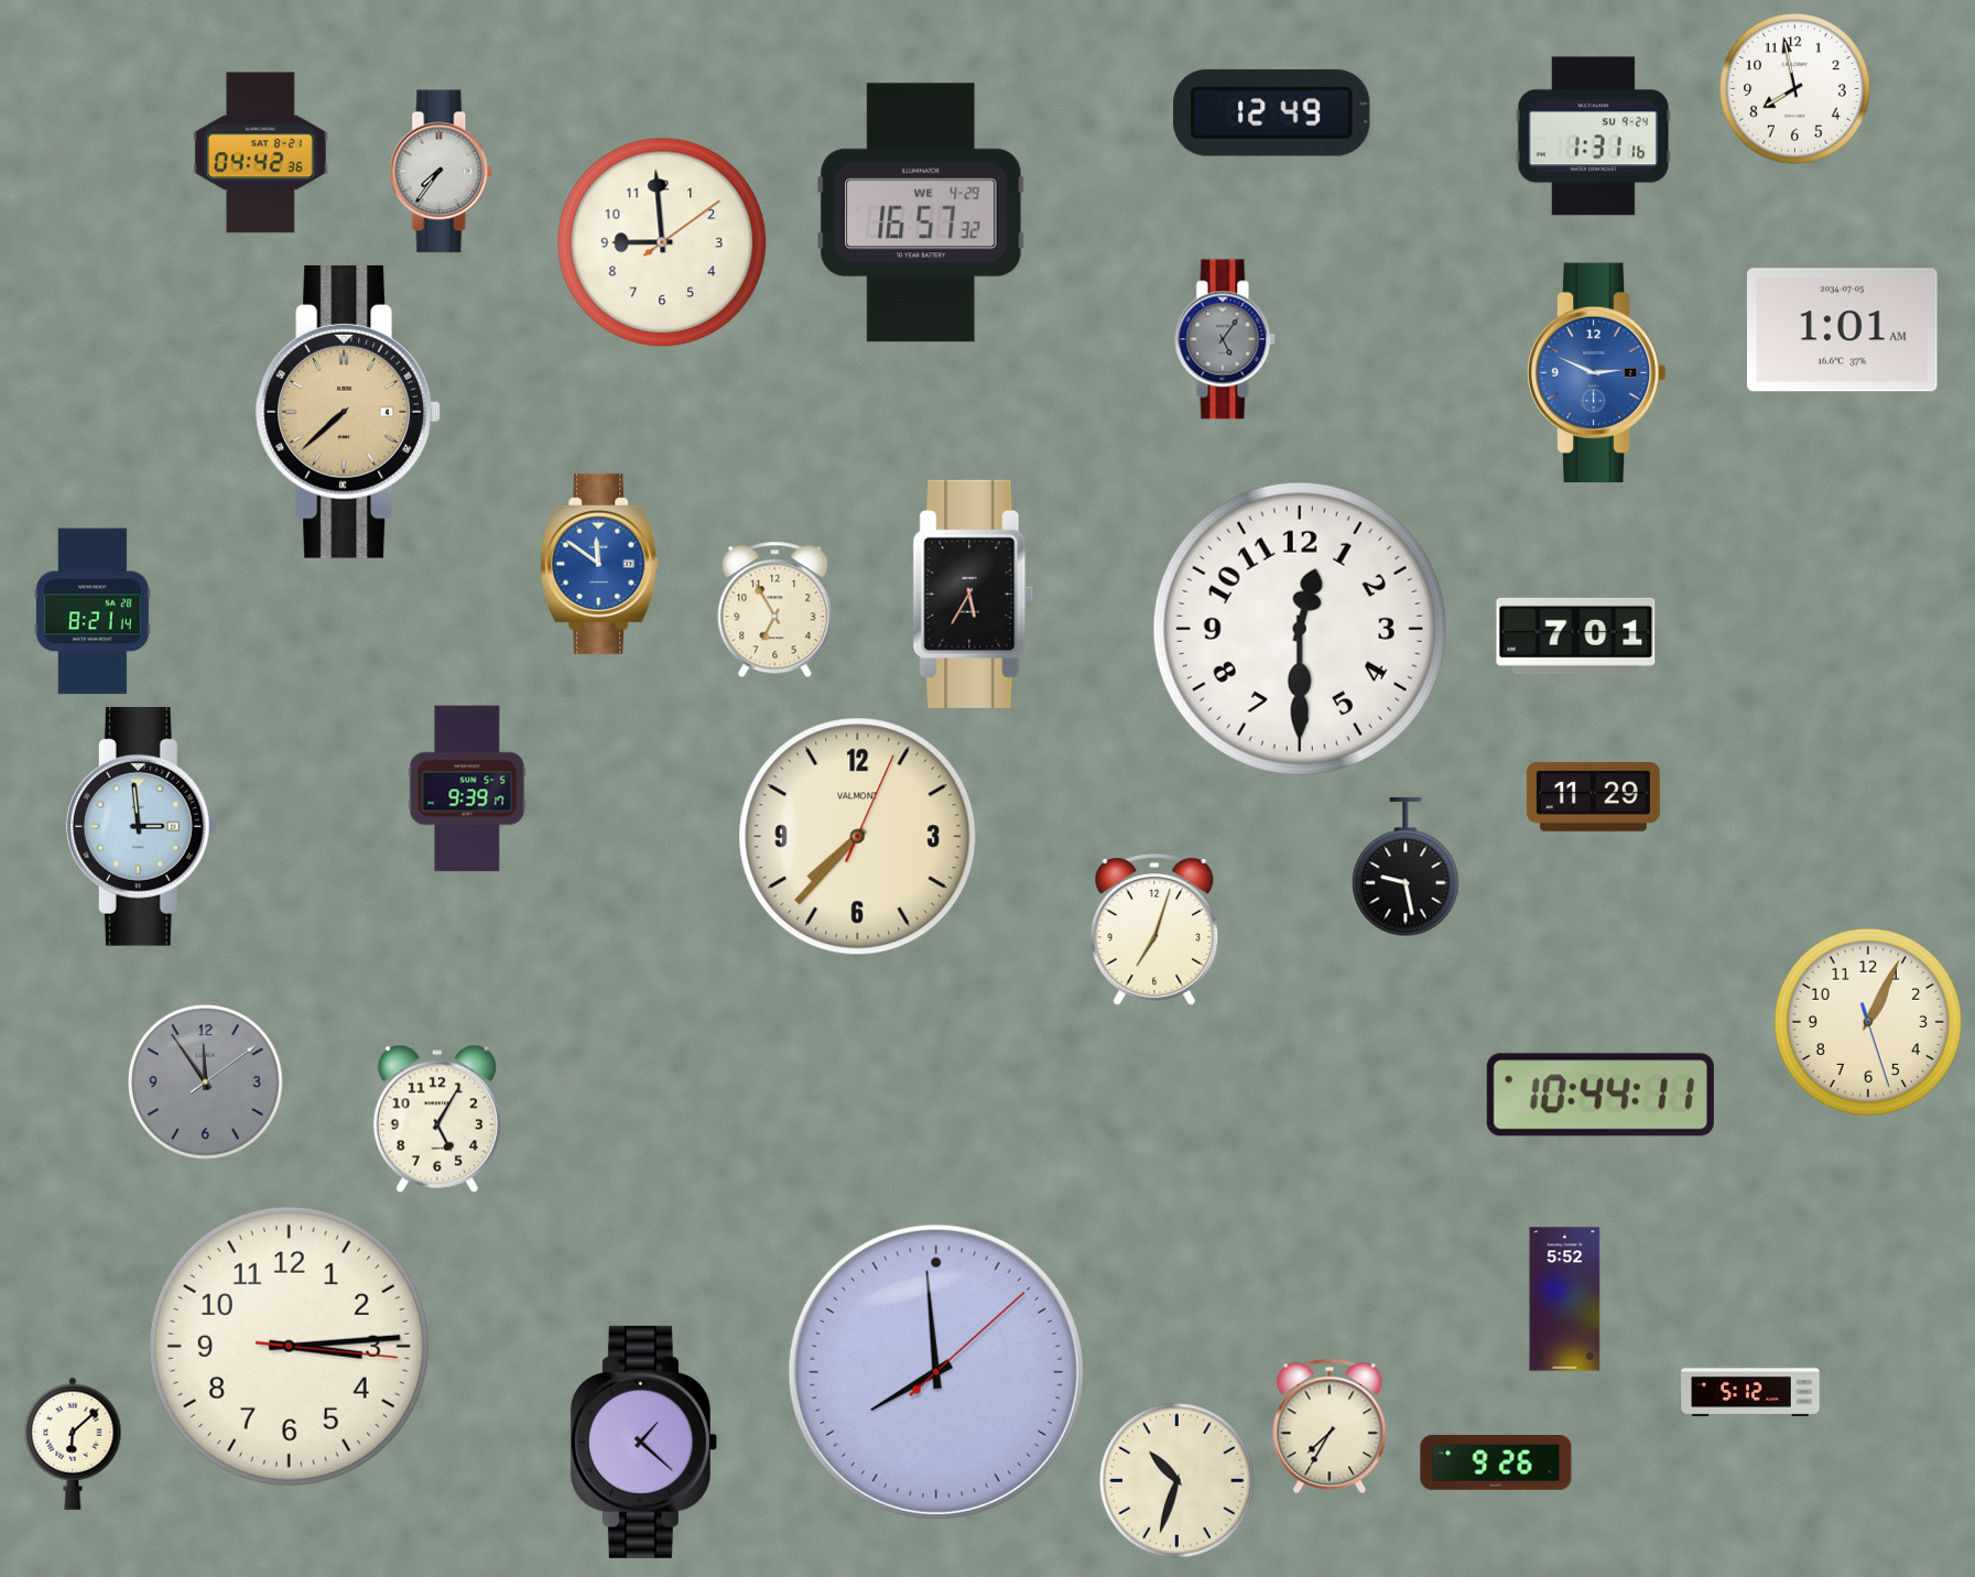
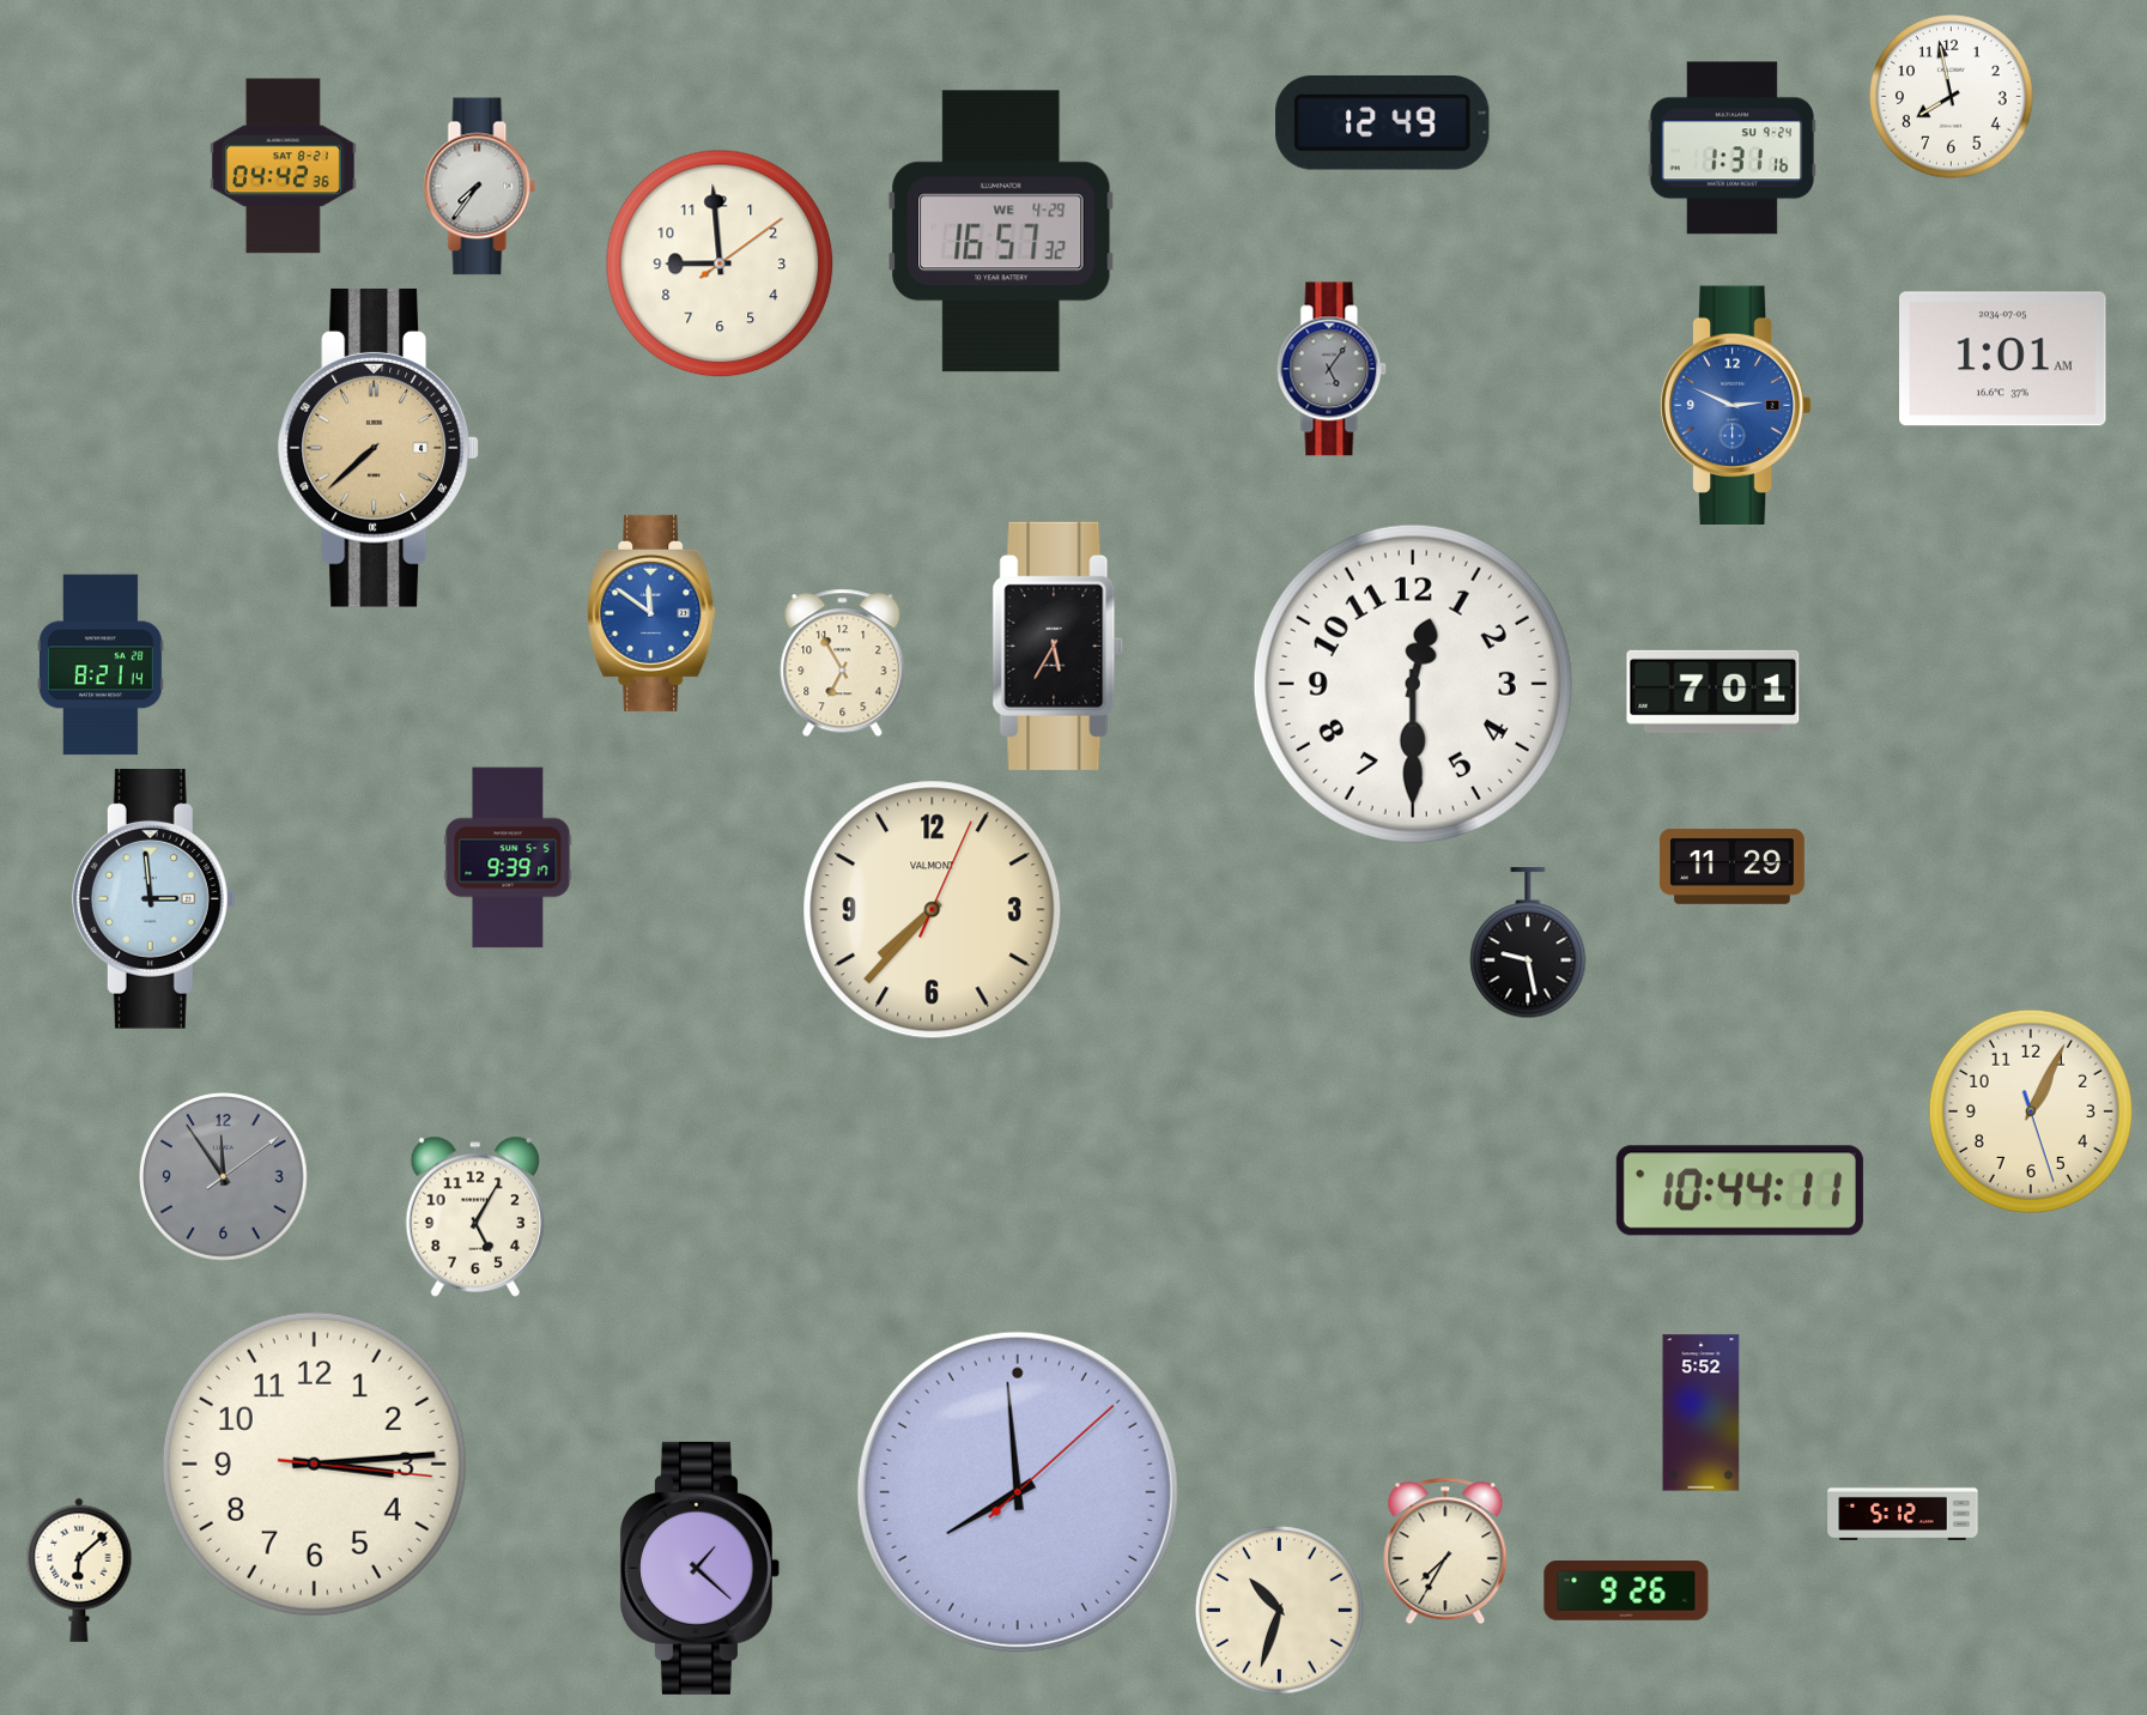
clock at (1154, 929): 7:03 -> none
